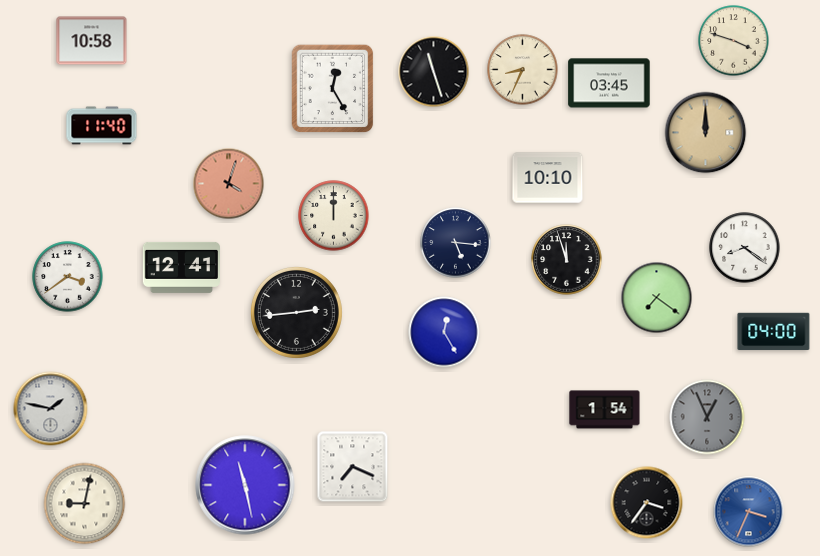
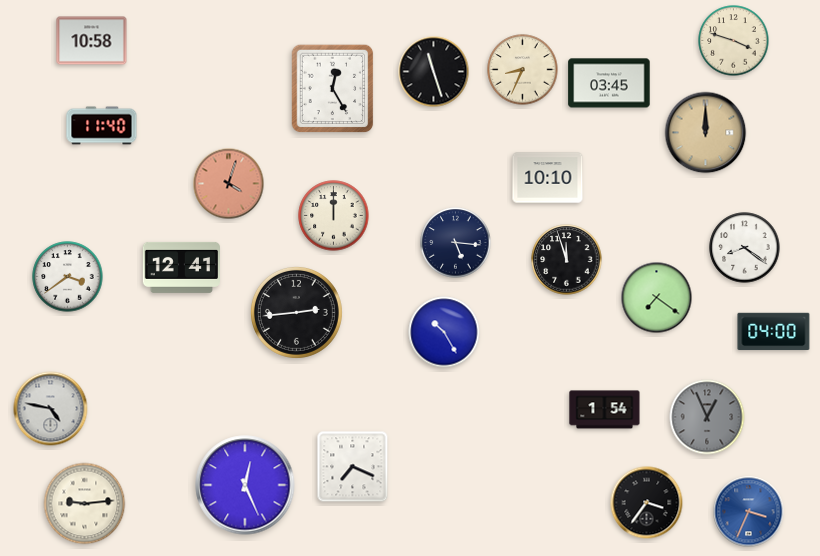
clock at (444, 332): 12:25 -> 10:25
clock at (51, 409): 1:47 -> 4:47
clock at (245, 485): 11:28 -> 12:26
clock at (85, 504): 9:02 -> 9:14
